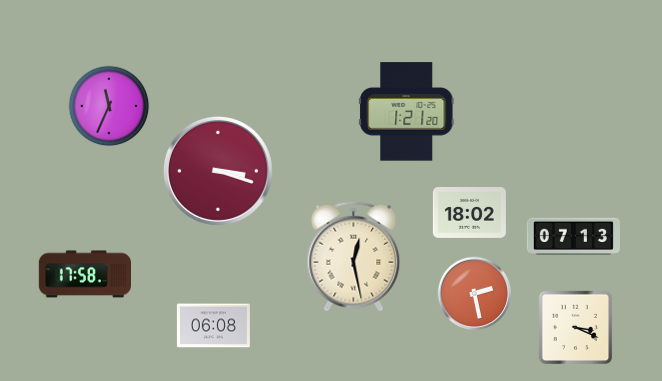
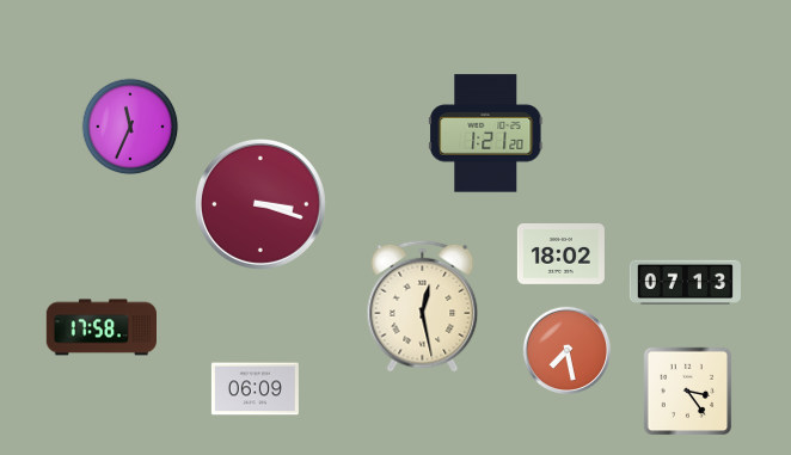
clock at (475, 294): 2:28 -> 7:28
clock at (213, 326): 06:08 -> 06:09
clock at (576, 328): 3:19 -> 3:24
